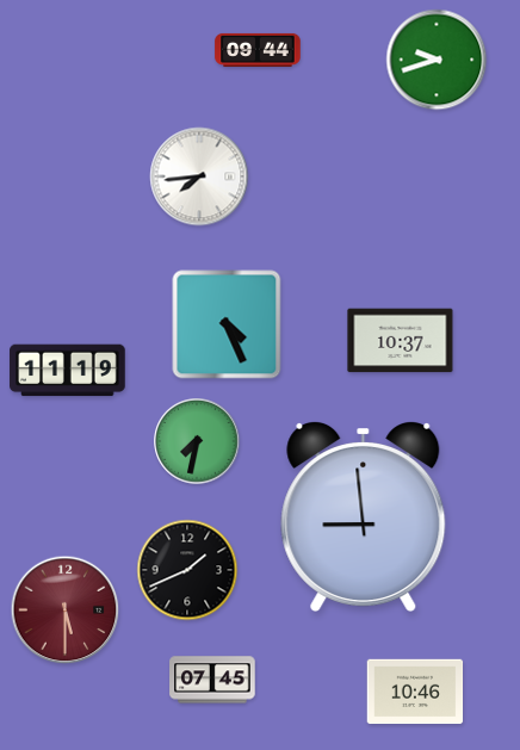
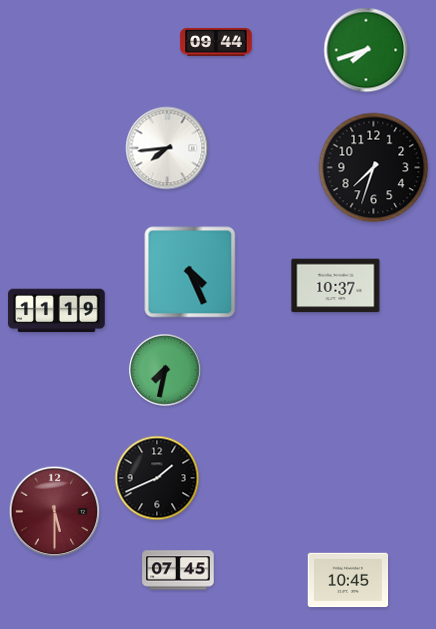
clock at (437, 60): 9:42 -> 7:42
clock at (374, 168): none -> 7:33
clock at (364, 516): 8:59 -> none
clock at (415, 692): 10:46 -> 10:45
